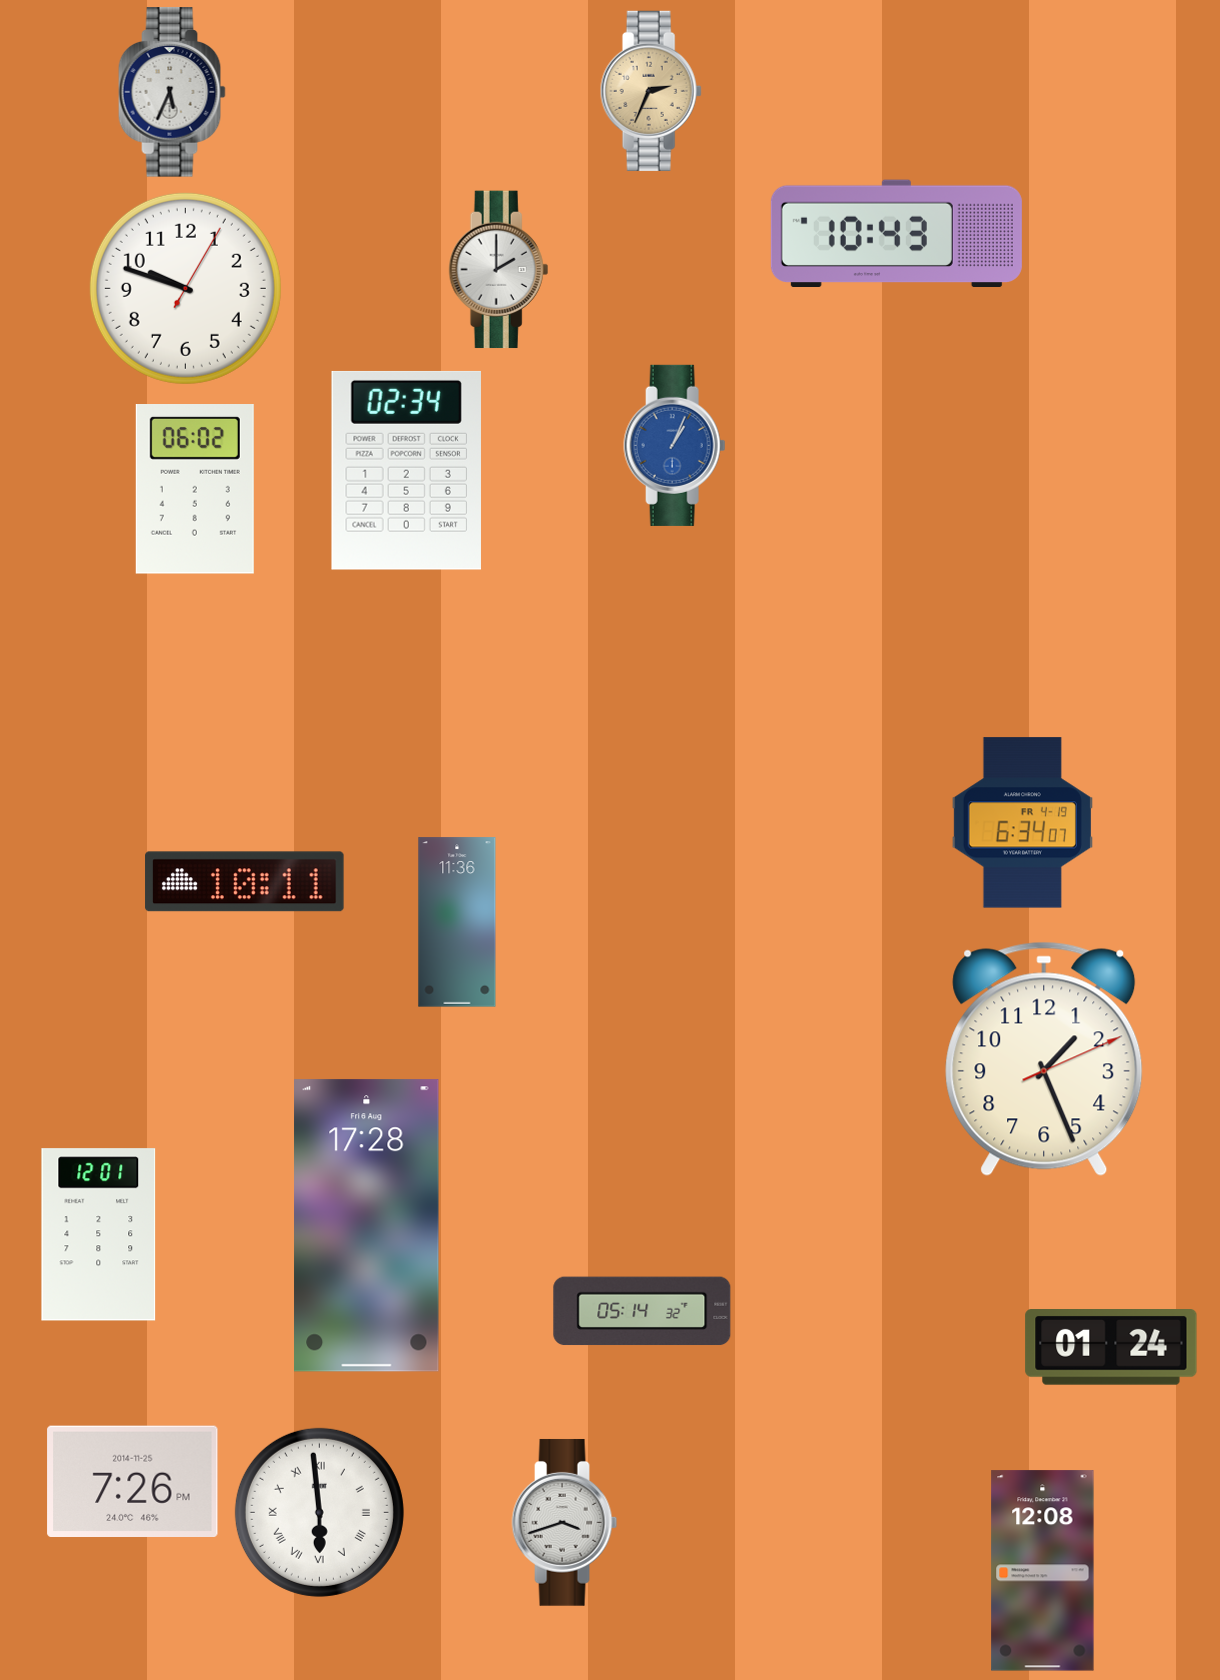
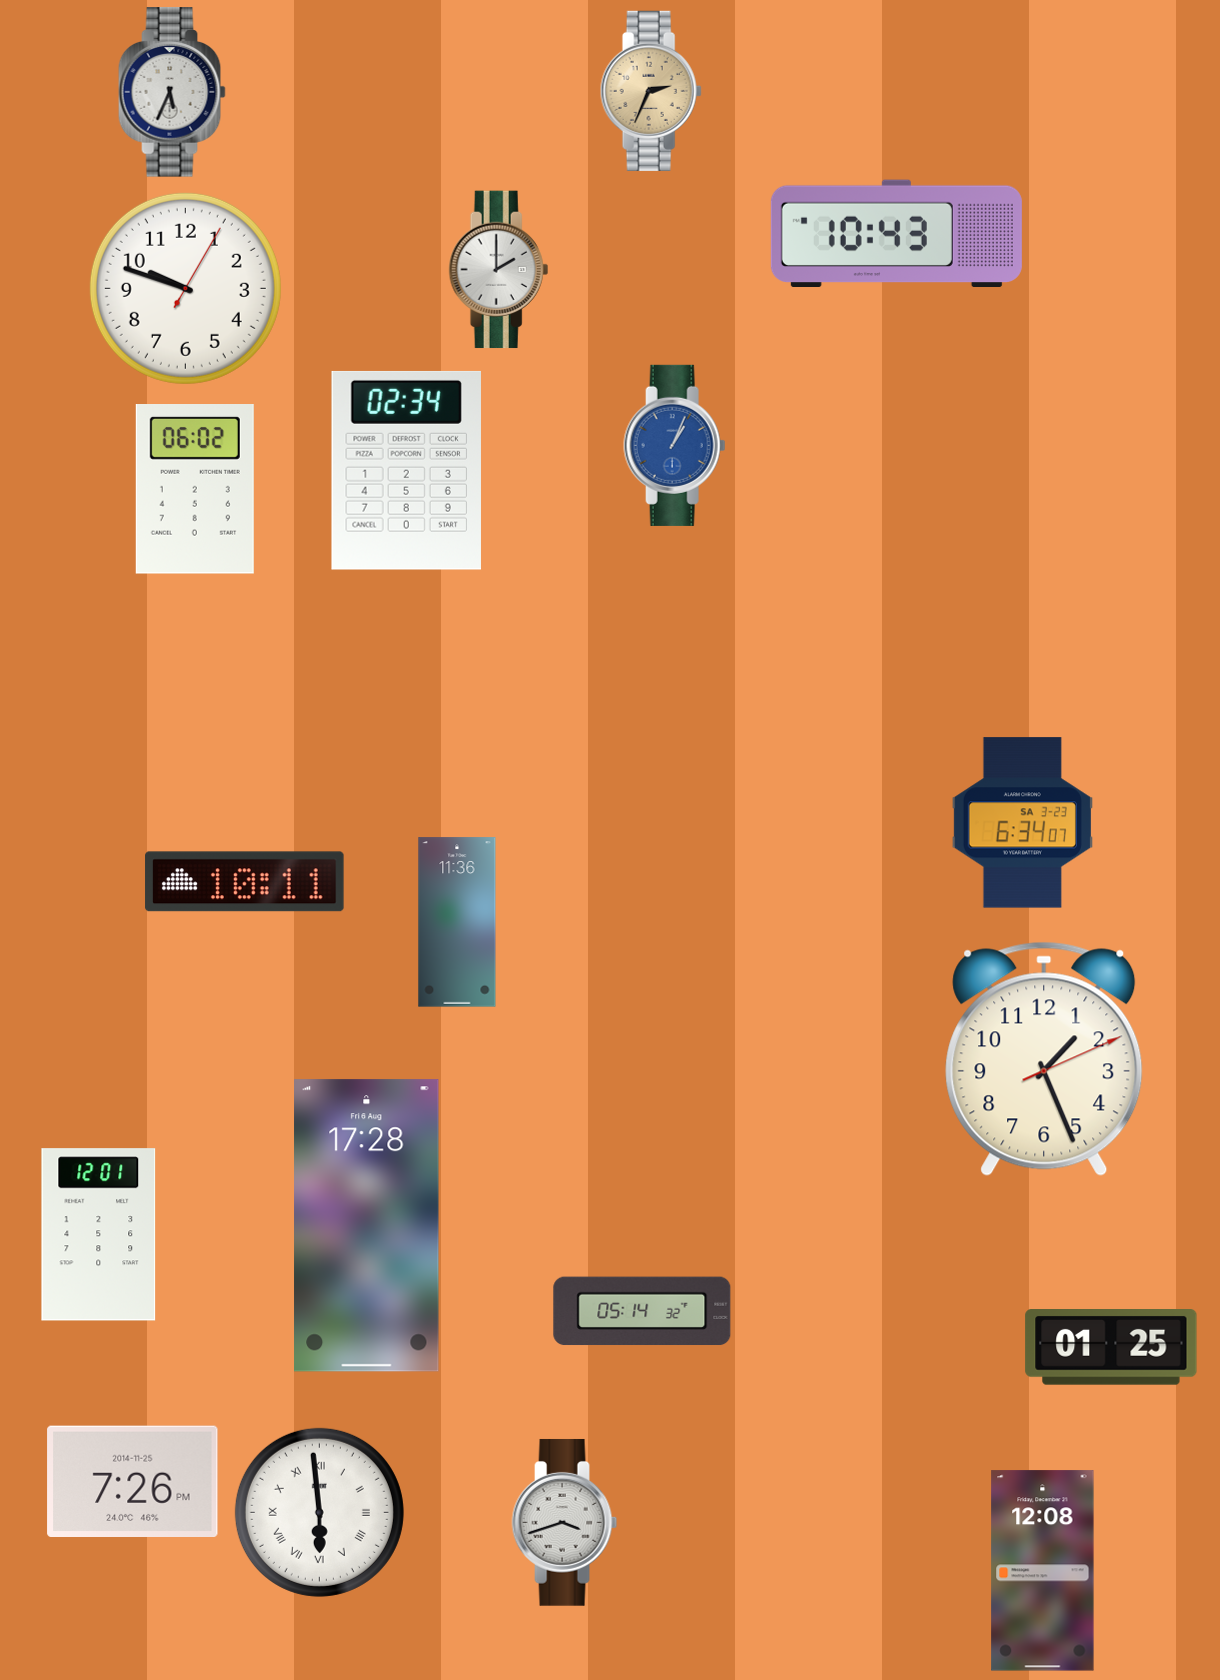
clock at (1022, 823) date: FR 4-19 -> SA 3-23
clock at (1111, 1348): 01:24 -> 01:25
